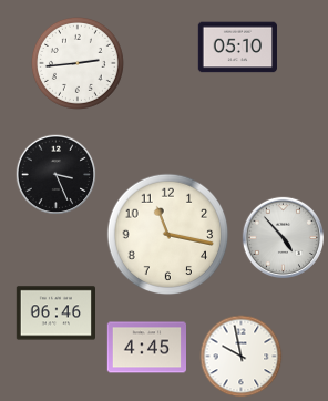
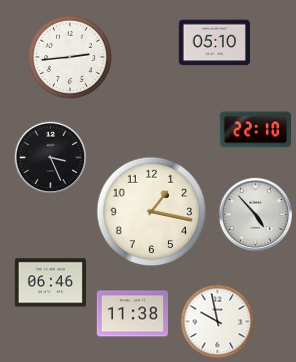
clock at (255, 130): none -> 22:10
clock at (168, 235): 11:17 -> 1:17
clock at (146, 348): 4:45 -> 11:38
